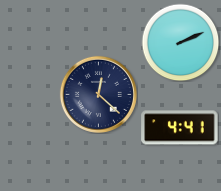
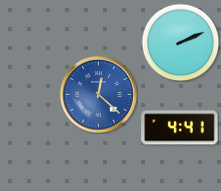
clock at (98, 94) dial: navy -> blue
